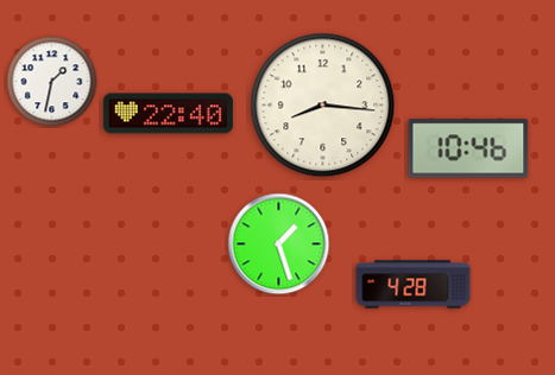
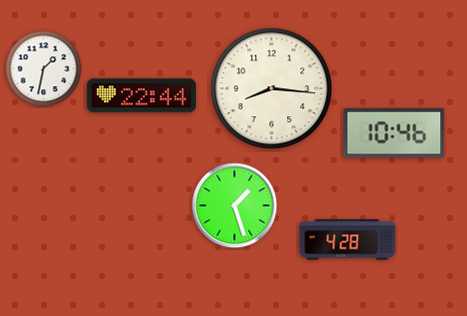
clock at (168, 114): 22:40 -> 22:44
clock at (468, 148) position: (468, 148) -> (394, 133)
